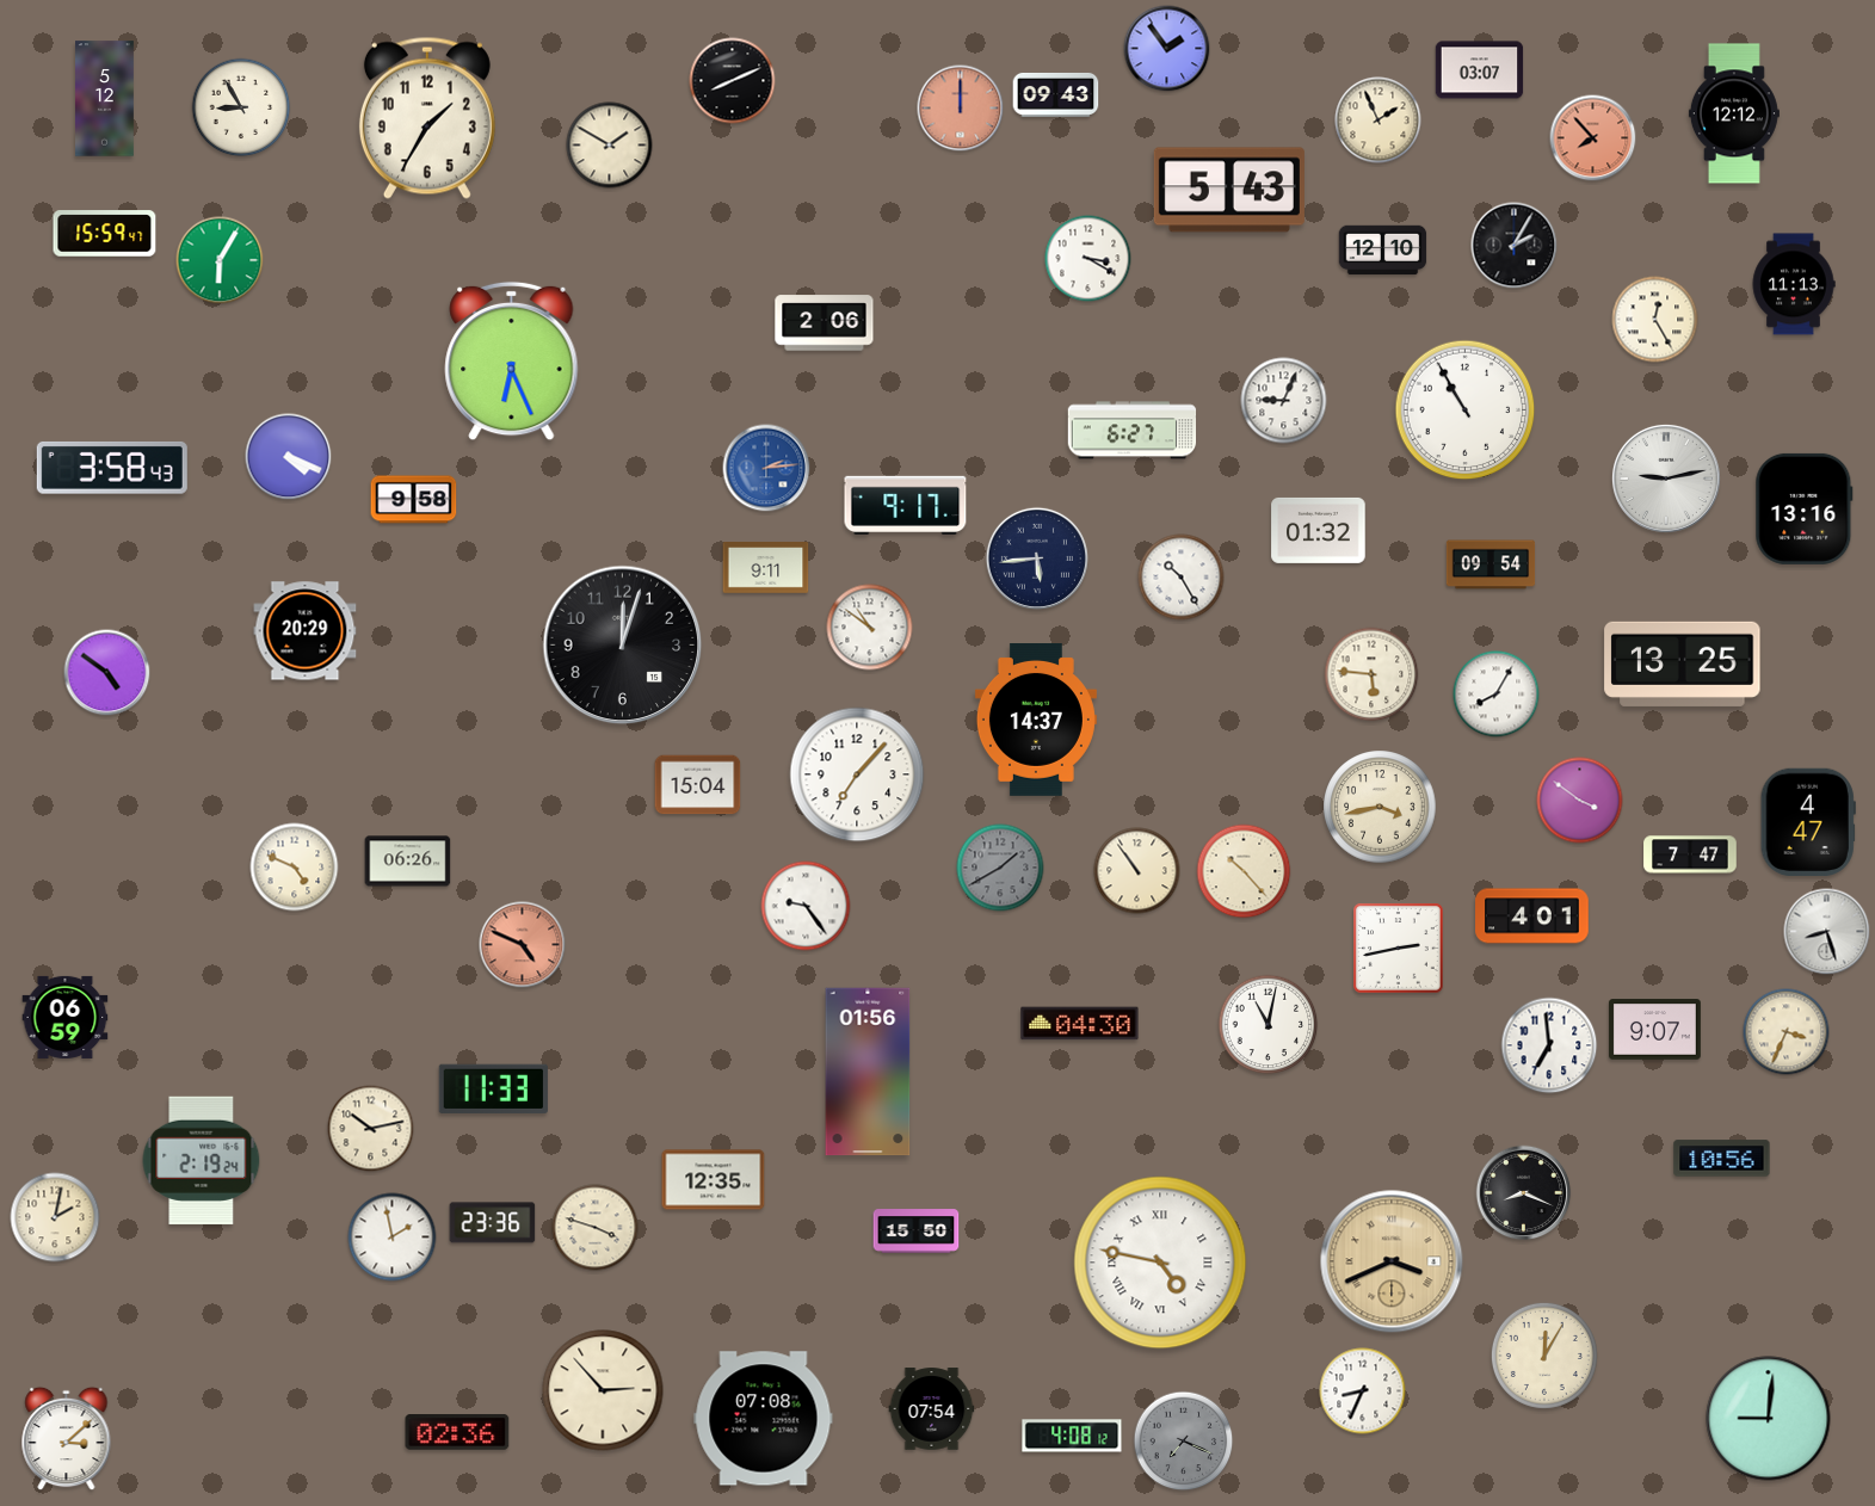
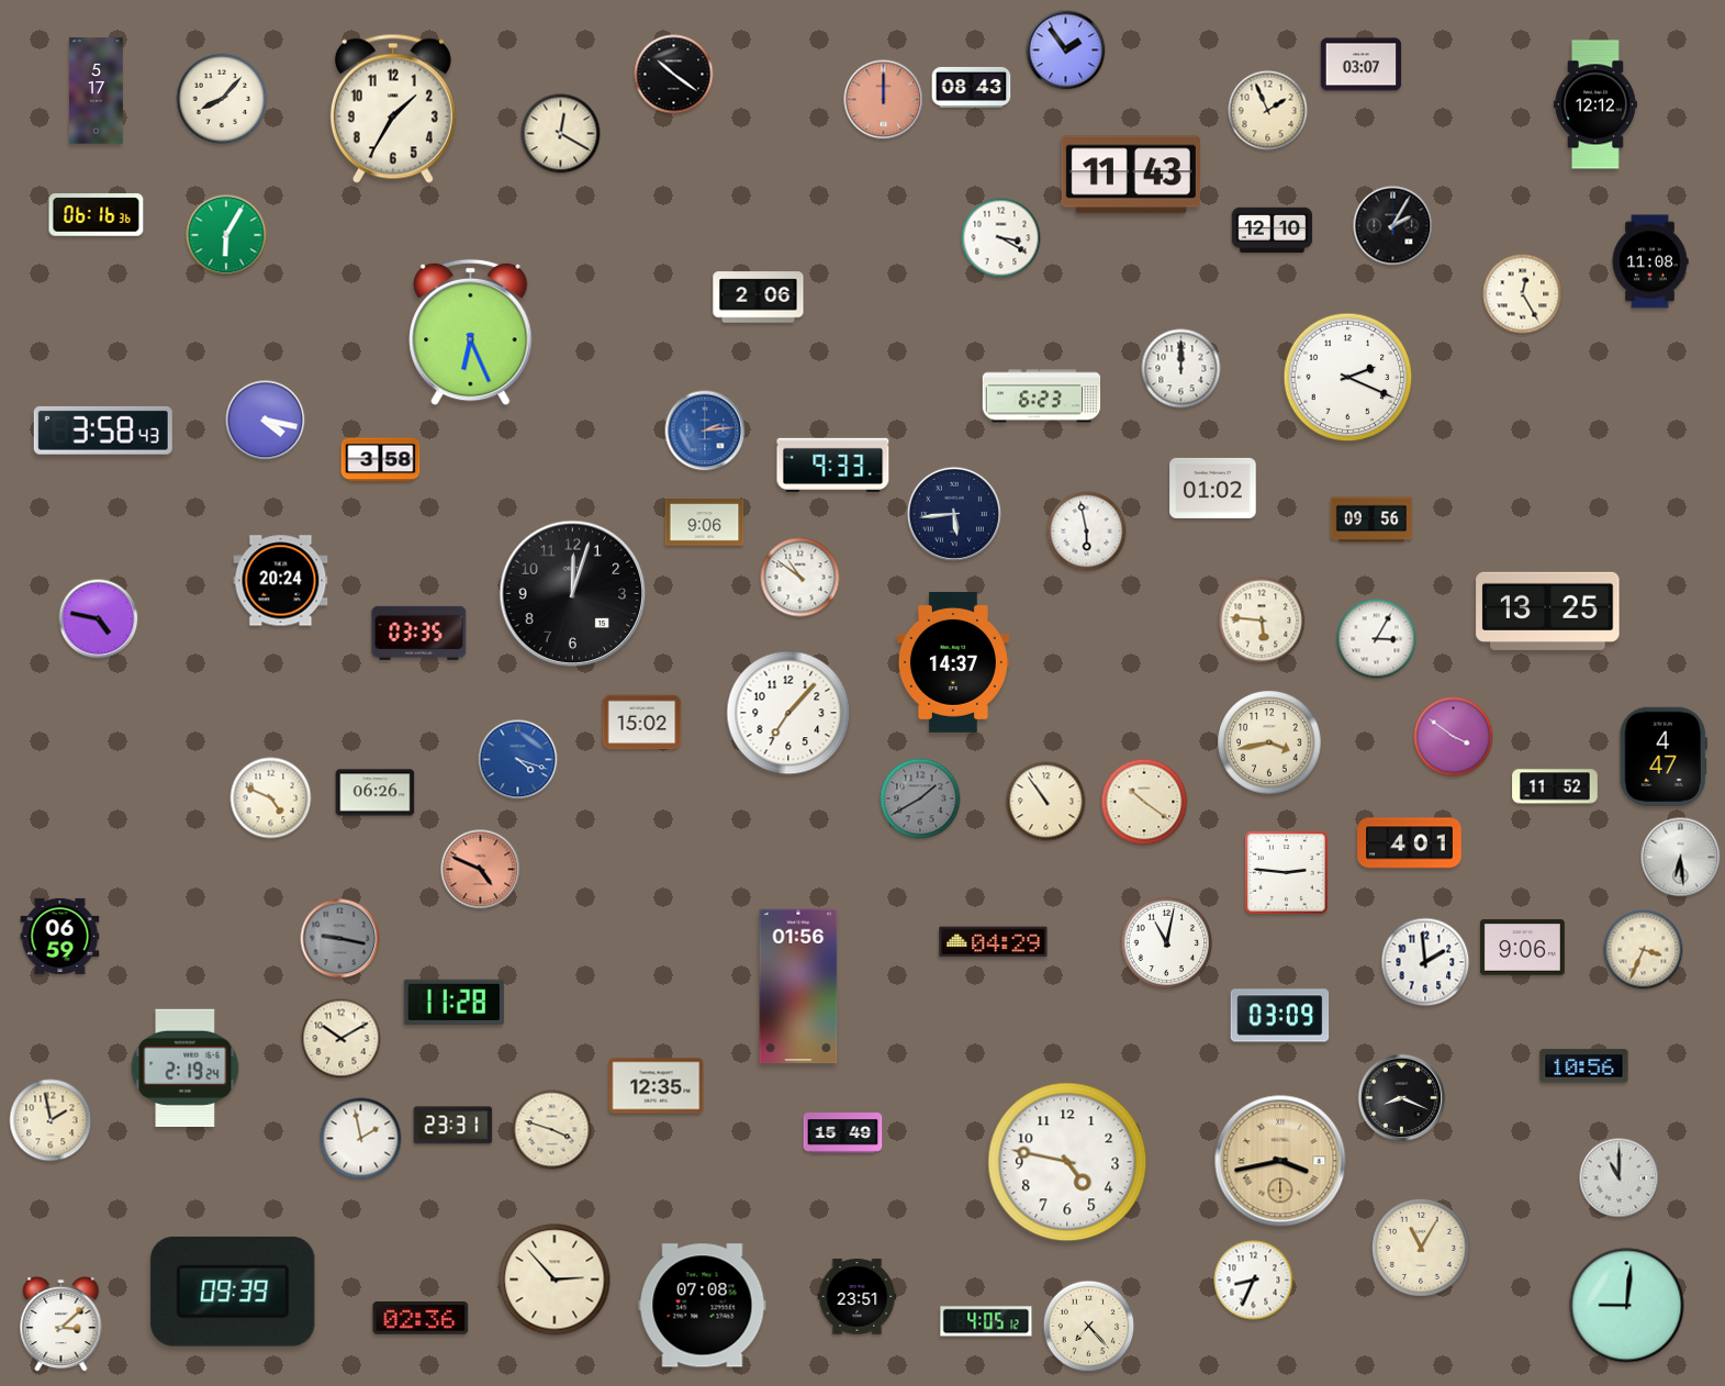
clock at (1167, 49) position: (1167, 49) -> (1066, 51)
clock at (733, 81): 8:11 -> 10:21
clock at (1056, 94): 09:43 -> 08:43
clock at (105, 99): 5:12 -> 5:17
clock at (241, 107): 8:55 -> 8:07
clock at (1593, 138): 7:53 -> none
clock at (610, 146): 1:50 -> 12:20
clock at (1229, 190): 5:43 -> 11:43
clock at (105, 234): 15:59 -> 06:16
clock at (220, 260) position: (220, 260) -> (226, 235)
clock at (1794, 284): 11:13 -> 11:08
clock at (1284, 401): 9:04 -> 12:00
clock at (1466, 411): 10:55 -> 2:19
clock at (1133, 431): 6:27 -> 6:23
clock at (289, 457): 4:19 -> 4:17
clock at (1666, 479): 9:13 -> none
clock at (414, 500): 9:58 -> 3:58
clock at (906, 505): 9:17 -> 9:33
clock at (1805, 508): 13:16 -> none
clock at (1319, 530): 01:32 -> 01:02
clock at (1491, 564): 09:54 -> 09:56
clock at (766, 568): 9:11 -> 9:06
clock at (1182, 578): 10:25 -> 5:58
clock at (306, 631): 20:29 -> 20:24
clock at (107, 673): 4:51 -> 4:47
clock at (419, 633): none -> 03:35
clock at (1497, 695): 8:05 -> 3:05
clock at (698, 785): 15:04 -> 15:02
clock at (518, 760): none -> 4:18
clock at (1690, 854): 7:47 -> 11:52
clock at (1244, 871): 10:23 -> 10:21
clock at (806, 906): 9:24 -> none
clock at (1827, 932): 8:27 -> 6:29
clock at (1399, 949): 2:43 -> 2:46
clock at (340, 939): none -> 9:17
clock at (1080, 1024): 04:30 -> 04:29
clock at (1655, 1030): 9:07 -> 9:06
clock at (1549, 1045): 6:59 -> 1:59
clock at (493, 1088): 11:33 -> 11:28
clock at (1280, 1016): none -> 03:09
clock at (371, 1129): 10:13 -> 10:10
clock at (55, 1217): 2:02 -> 1:58
clock at (493, 1223): 23:36 -> 23:31
clock at (596, 1228) position: (596, 1228) -> (552, 1130)
clock at (917, 1232): 15:50 -> 15:49
clock at (1392, 1261): 3:41 -> 3:43
clock at (1160, 1263) numerals: Roman -> Arabic
clock at (1620, 1178): none -> 11:00
clock at (1544, 1356): 12:05 -> 11:05
clock at (233, 1292): none -> 09:39
clock at (932, 1409): 07:54 -> 23:51
clock at (1072, 1436): 4:08 -> 4:05
clock at (1184, 1442): 7:19 -> 7:23
clock at (1184, 1442) dial: grey -> cream
